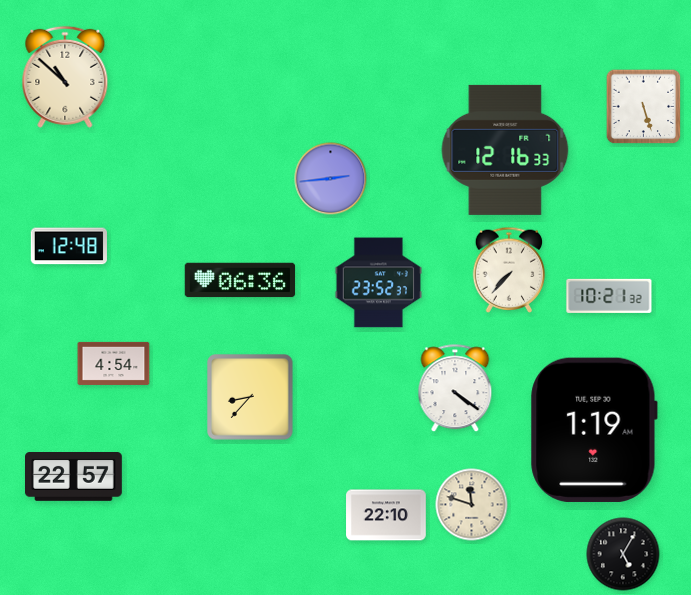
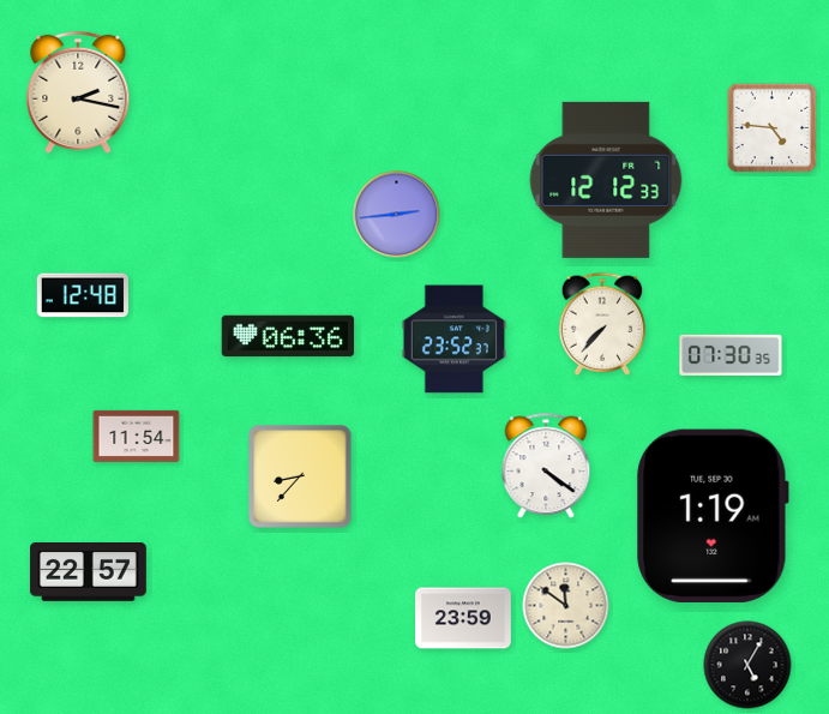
clock at (65, 77): 10:52 -> 2:17
clock at (644, 107): 5:27 -> 4:46
clock at (505, 150): 12:16 -> 12:12
clock at (509, 270) position: (509, 270) -> (602, 324)
clock at (609, 296): 10:21 -> 07:30
clock at (114, 363): 4:54 -> 11:54
clock at (472, 505): 11:48 -> 11:51
clock at (386, 515): 22:10 -> 23:59
